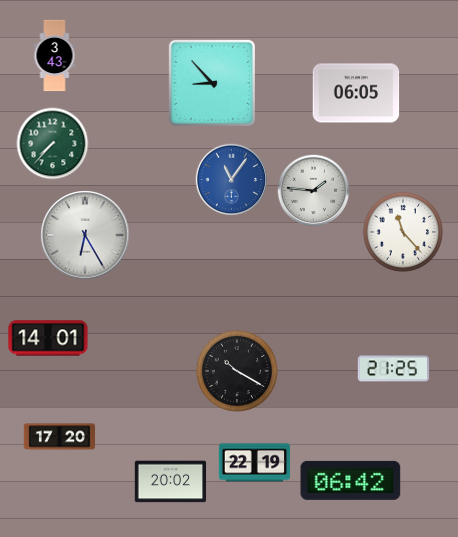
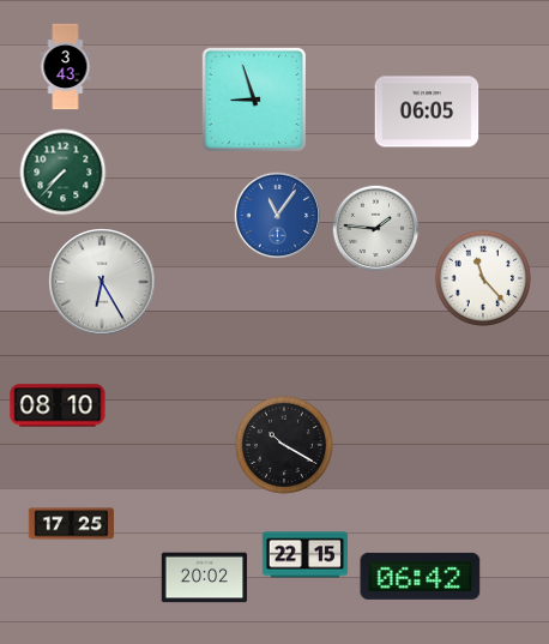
clock at (212, 83): 8:53 -> 8:57
clock at (48, 338): 14:01 -> 08:10
clock at (394, 369): 21:25 -> none
clock at (60, 437): 17:20 -> 17:25
clock at (255, 463): 22:19 -> 22:15
